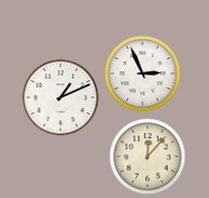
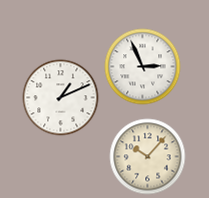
clock at (143, 74) position: (143, 74) -> (143, 67)
clock at (148, 157): 12:07 -> 10:07
